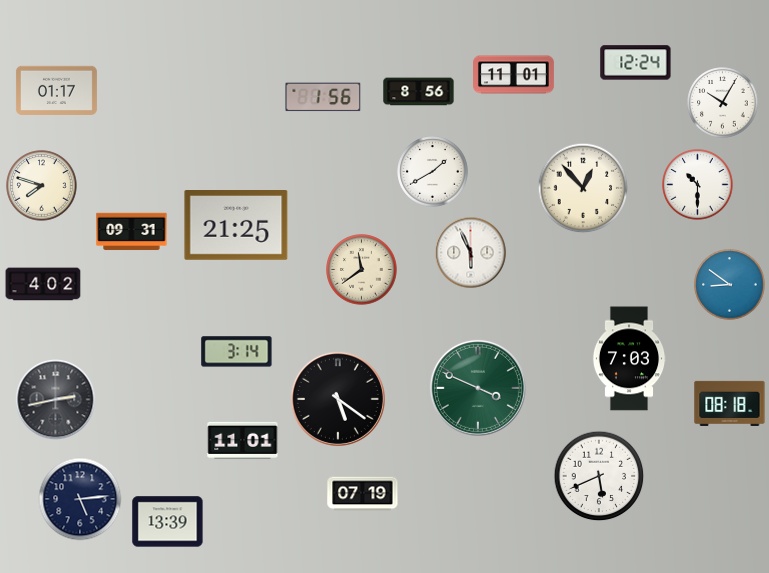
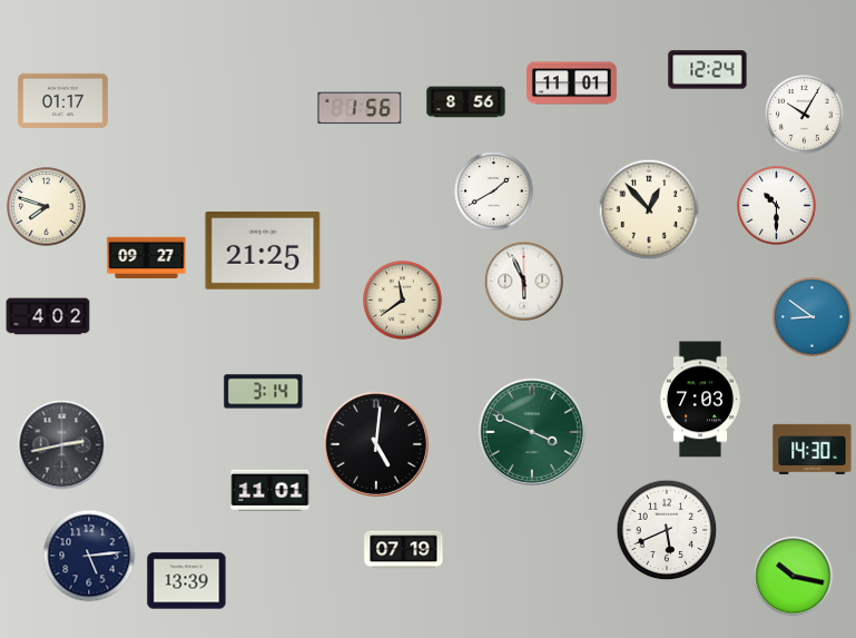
clock at (433, 172) position: (433, 172) -> (494, 192)
clock at (132, 232): 09:31 -> 09:27
clock at (338, 399): 5:21 -> 5:01
clock at (730, 403): 08:18 -> 14:30
clock at (794, 577): none -> 10:17
